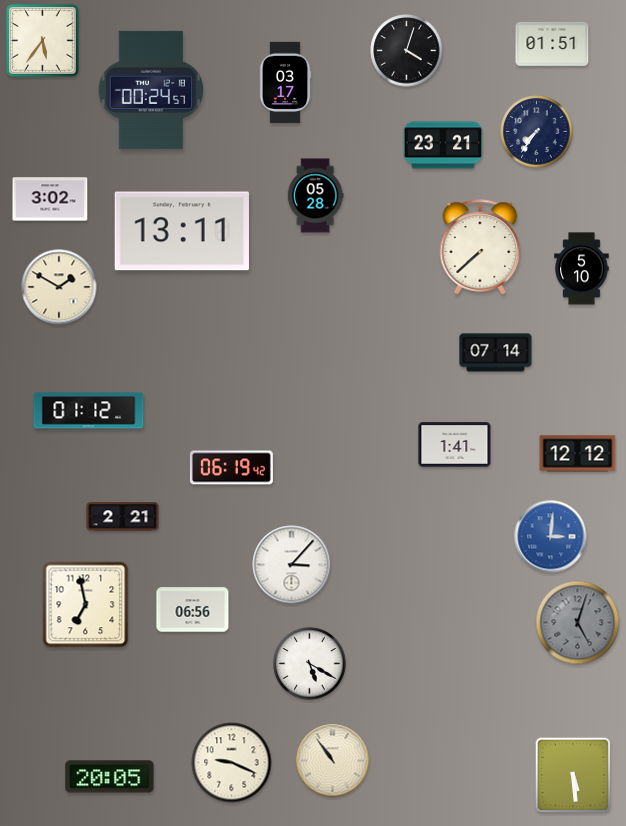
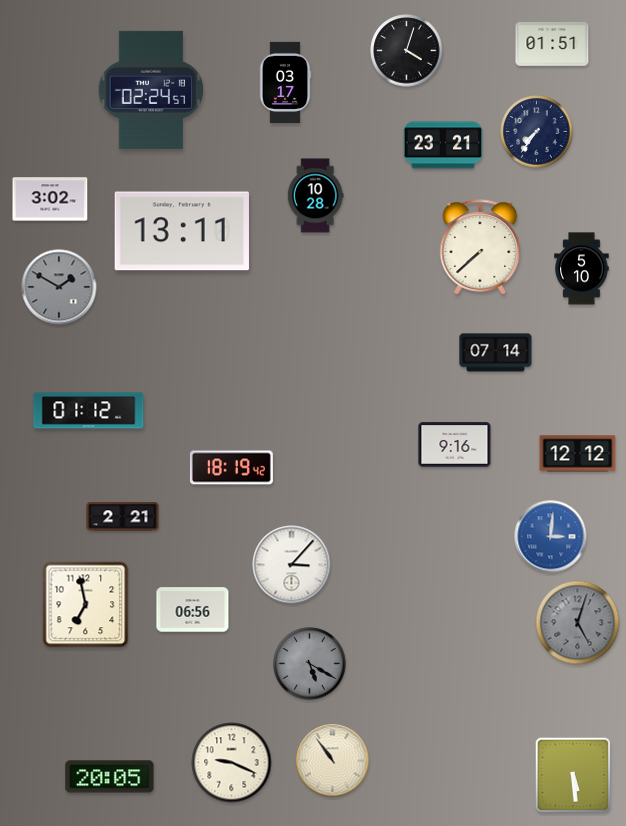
clock at (43, 41): 5:36 -> none
clock at (150, 90): 00:24 -> 02:24
clock at (315, 196): 05:28 -> 10:28
clock at (59, 287) dial: cream -> grey
clock at (455, 445): 1:41 -> 9:16
clock at (231, 468): 06:19 -> 18:19
clock at (310, 664) dial: white -> grey
